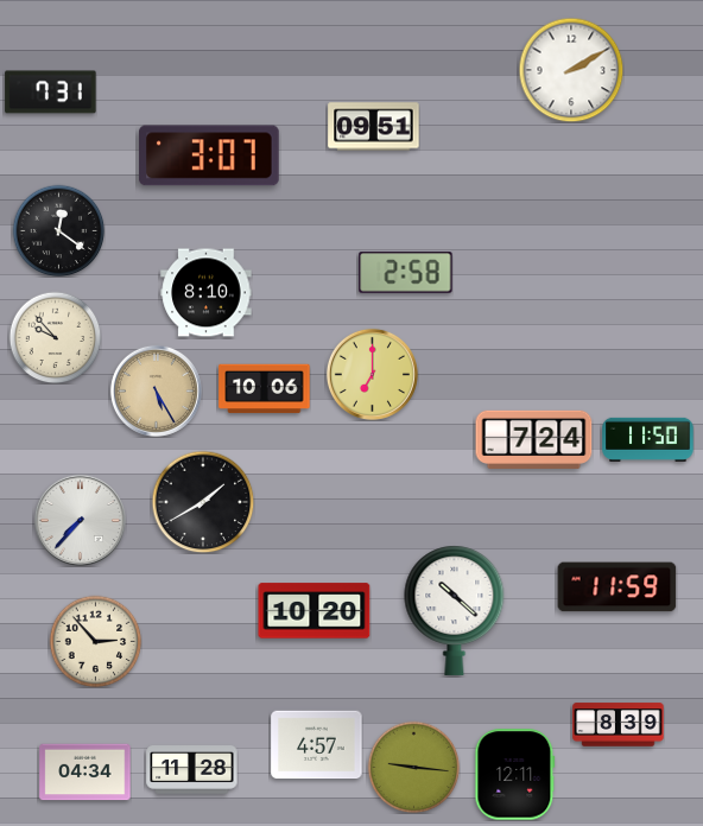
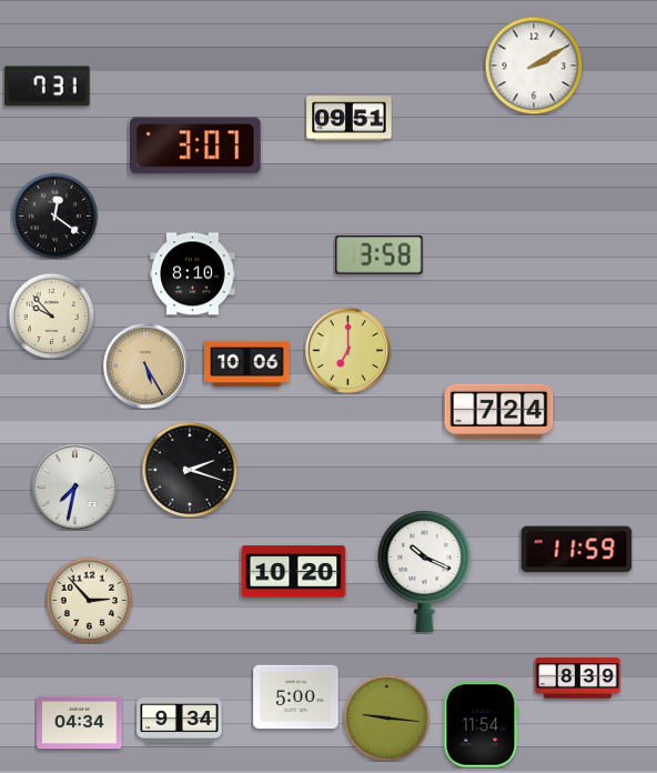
clock at (406, 273): 2:58 -> 3:58
clock at (648, 439): 11:50 -> none
clock at (203, 502): 1:40 -> 2:18
clock at (80, 520): 7:37 -> 7:32
clock at (455, 610): 10:22 -> 10:19
clock at (317, 745): 4:57 -> 5:00
clock at (192, 770): 11:28 -> 9:34
clock at (515, 775): 12:11 -> 11:54
